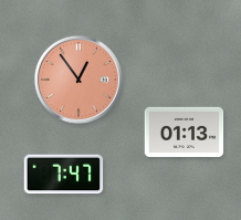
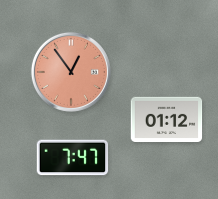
clock at (185, 132): 01:13 -> 01:12
clock at (64, 175) position: (64, 175) -> (73, 158)
